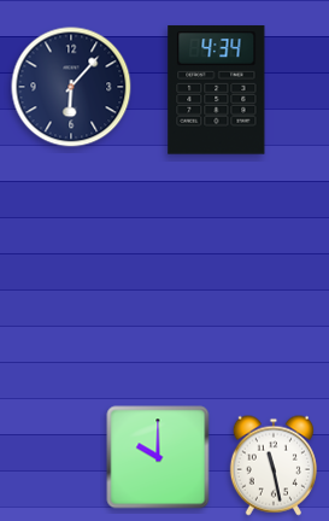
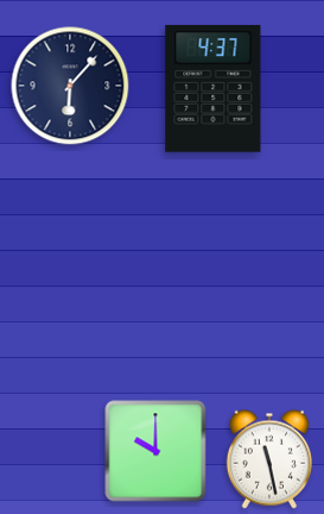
clock at (217, 90): 4:34 -> 4:37
